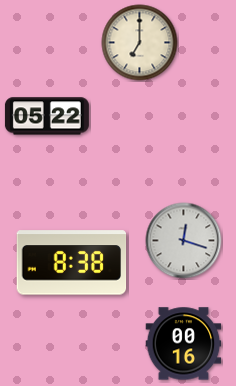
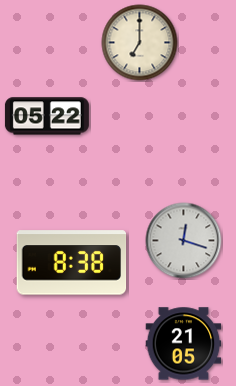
clock at (184, 344): 00:16 -> 21:05
